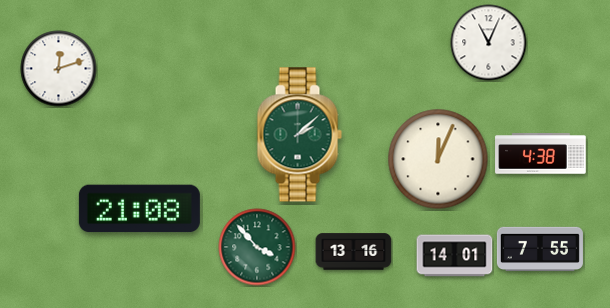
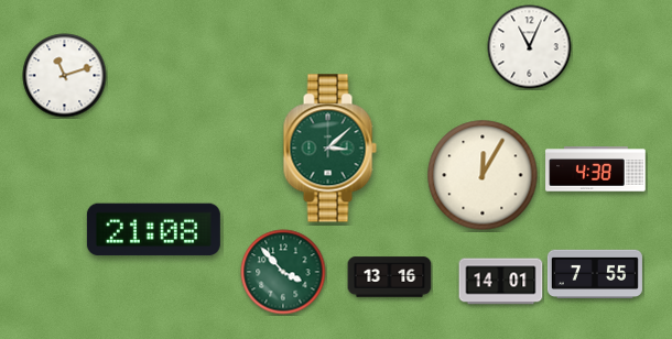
clock at (489, 43) position: (489, 43) -> (530, 47)
clock at (59, 69): 12:12 -> 11:12
clock at (299, 135): 2:08 -> 3:08
clock at (438, 159): 12:04 -> 12:05
